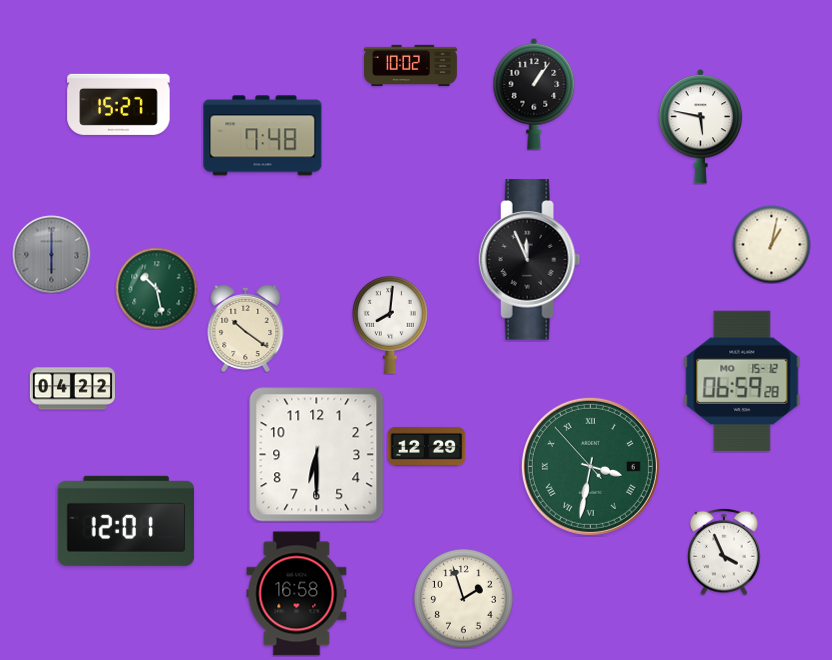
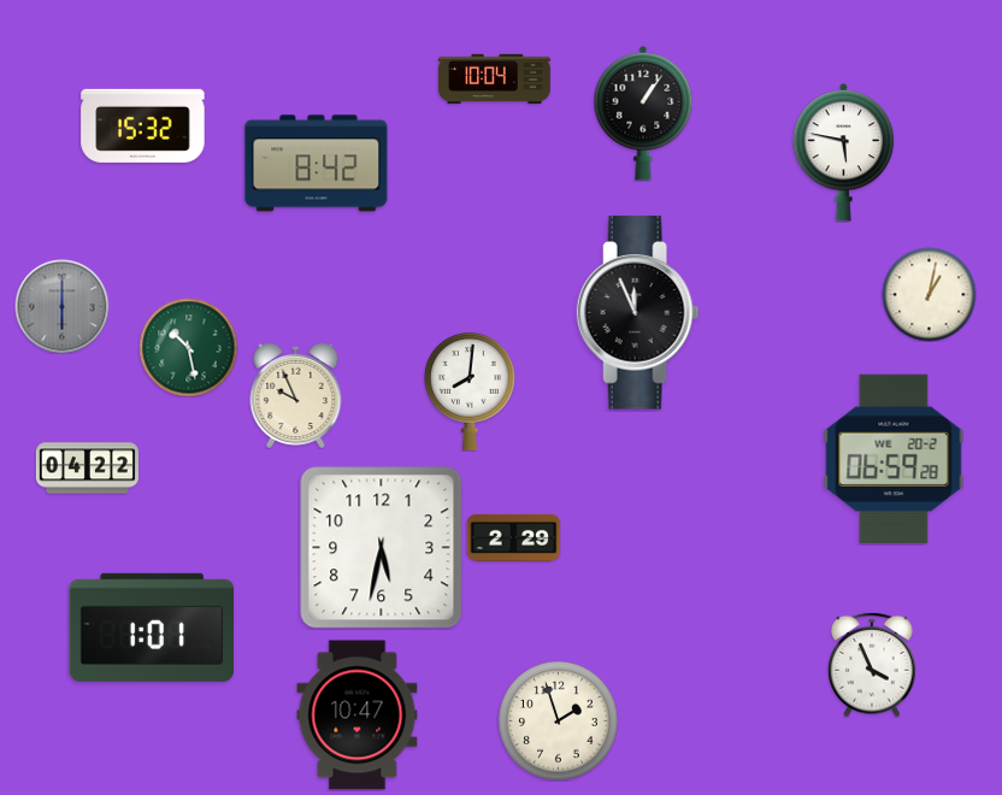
clock at (411, 66): 10:02 -> 10:04
clock at (119, 104): 15:27 -> 15:32
clock at (263, 136): 7:48 -> 8:42
clock at (246, 328): 10:21 -> 9:56
clock at (742, 381) date: MO 15-12 -> WE 20-2
clock at (426, 446): 12:29 -> 2:29
clock at (317, 455): 6:30 -> 5:32
clock at (590, 466): 3:31 -> none
clock at (126, 521): 12:01 -> 1:01
clock at (297, 594): 16:58 -> 10:47
